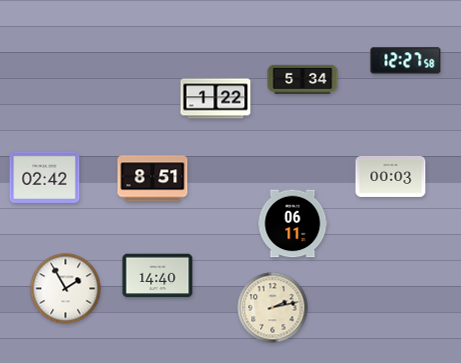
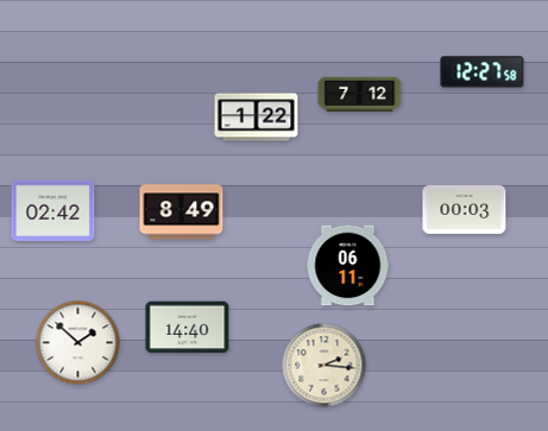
clock at (303, 79): 5:34 -> 7:12
clock at (153, 179): 8:51 -> 8:49
clock at (66, 289): 1:55 -> 1:52
clock at (273, 308): 2:13 -> 2:16
